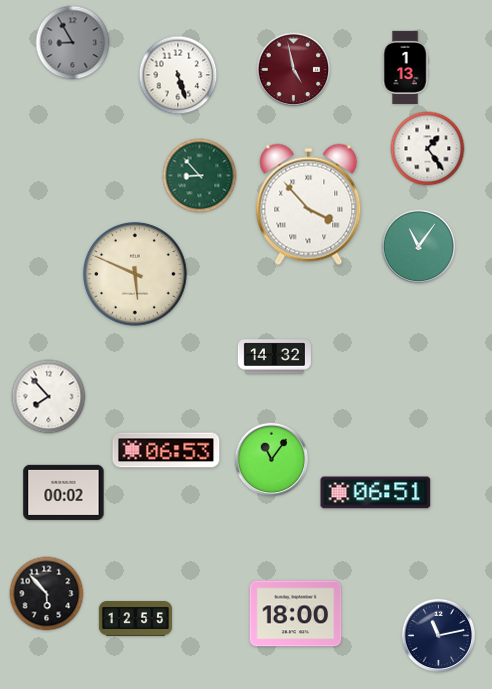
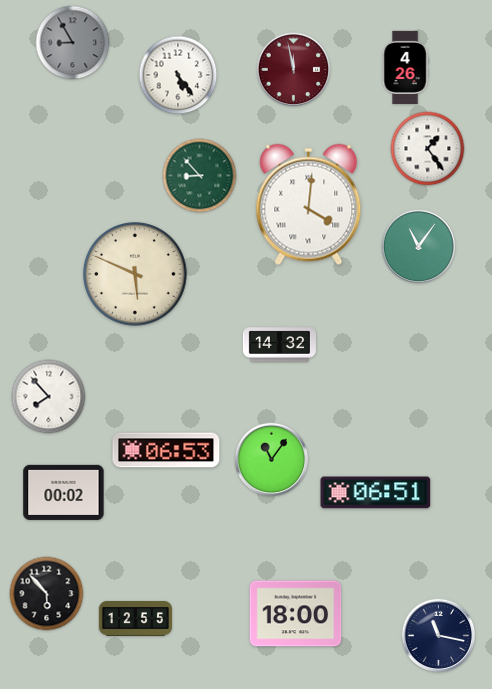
clock at (405, 67): 1:13 -> 4:26
clock at (294, 70): 4:58 -> 11:58
clock at (178, 75): 5:27 -> 5:24
clock at (309, 205): 3:53 -> 4:01
clock at (274, 357) position: (274, 357) -> (279, 345)
clock at (439, 636): 11:13 -> 11:17
